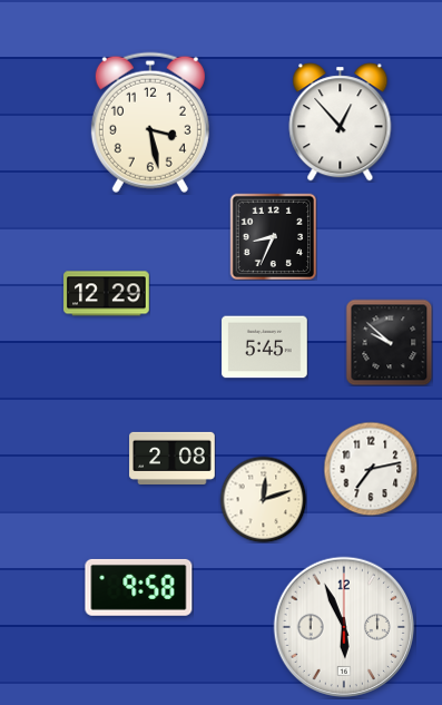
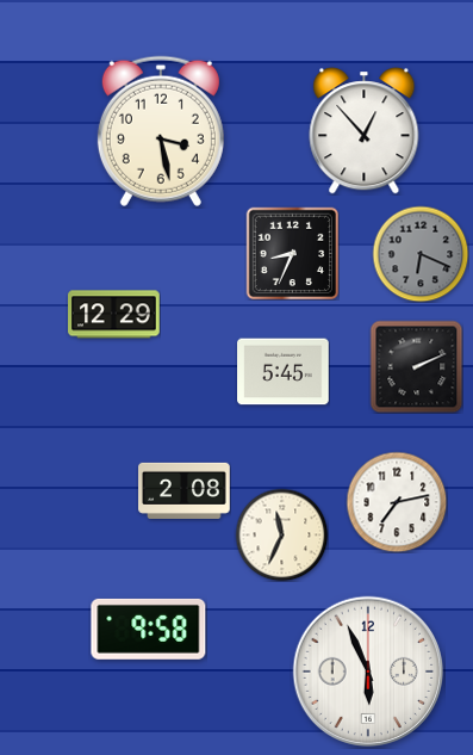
clock at (421, 254): none -> 6:19
clock at (389, 342): 9:52 -> 2:11
clock at (263, 499): 12:12 -> 11:34
